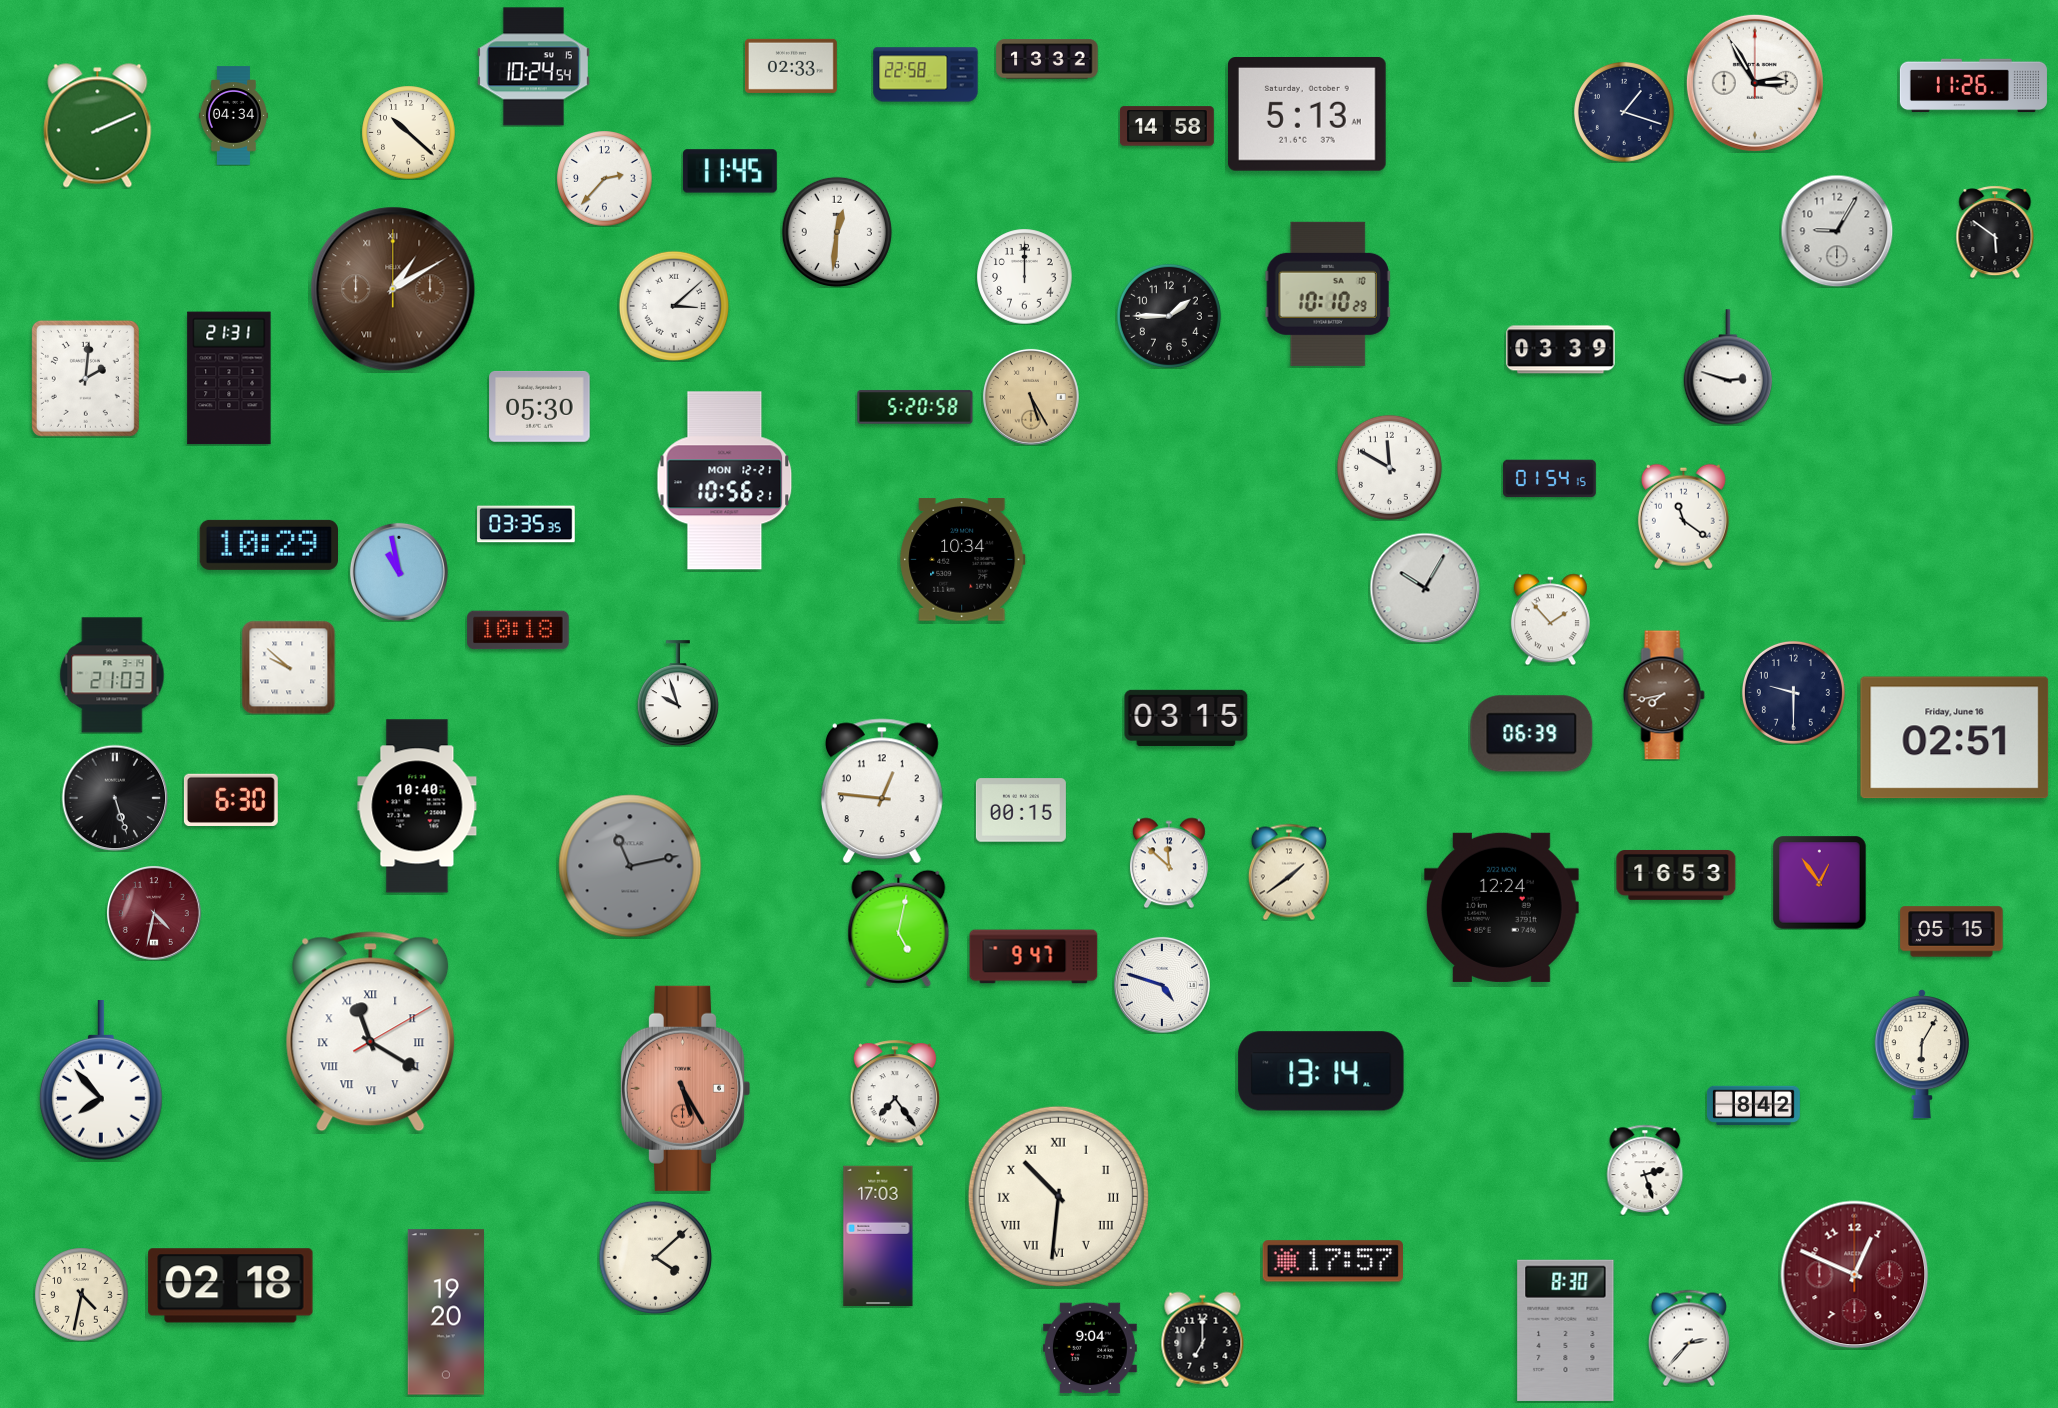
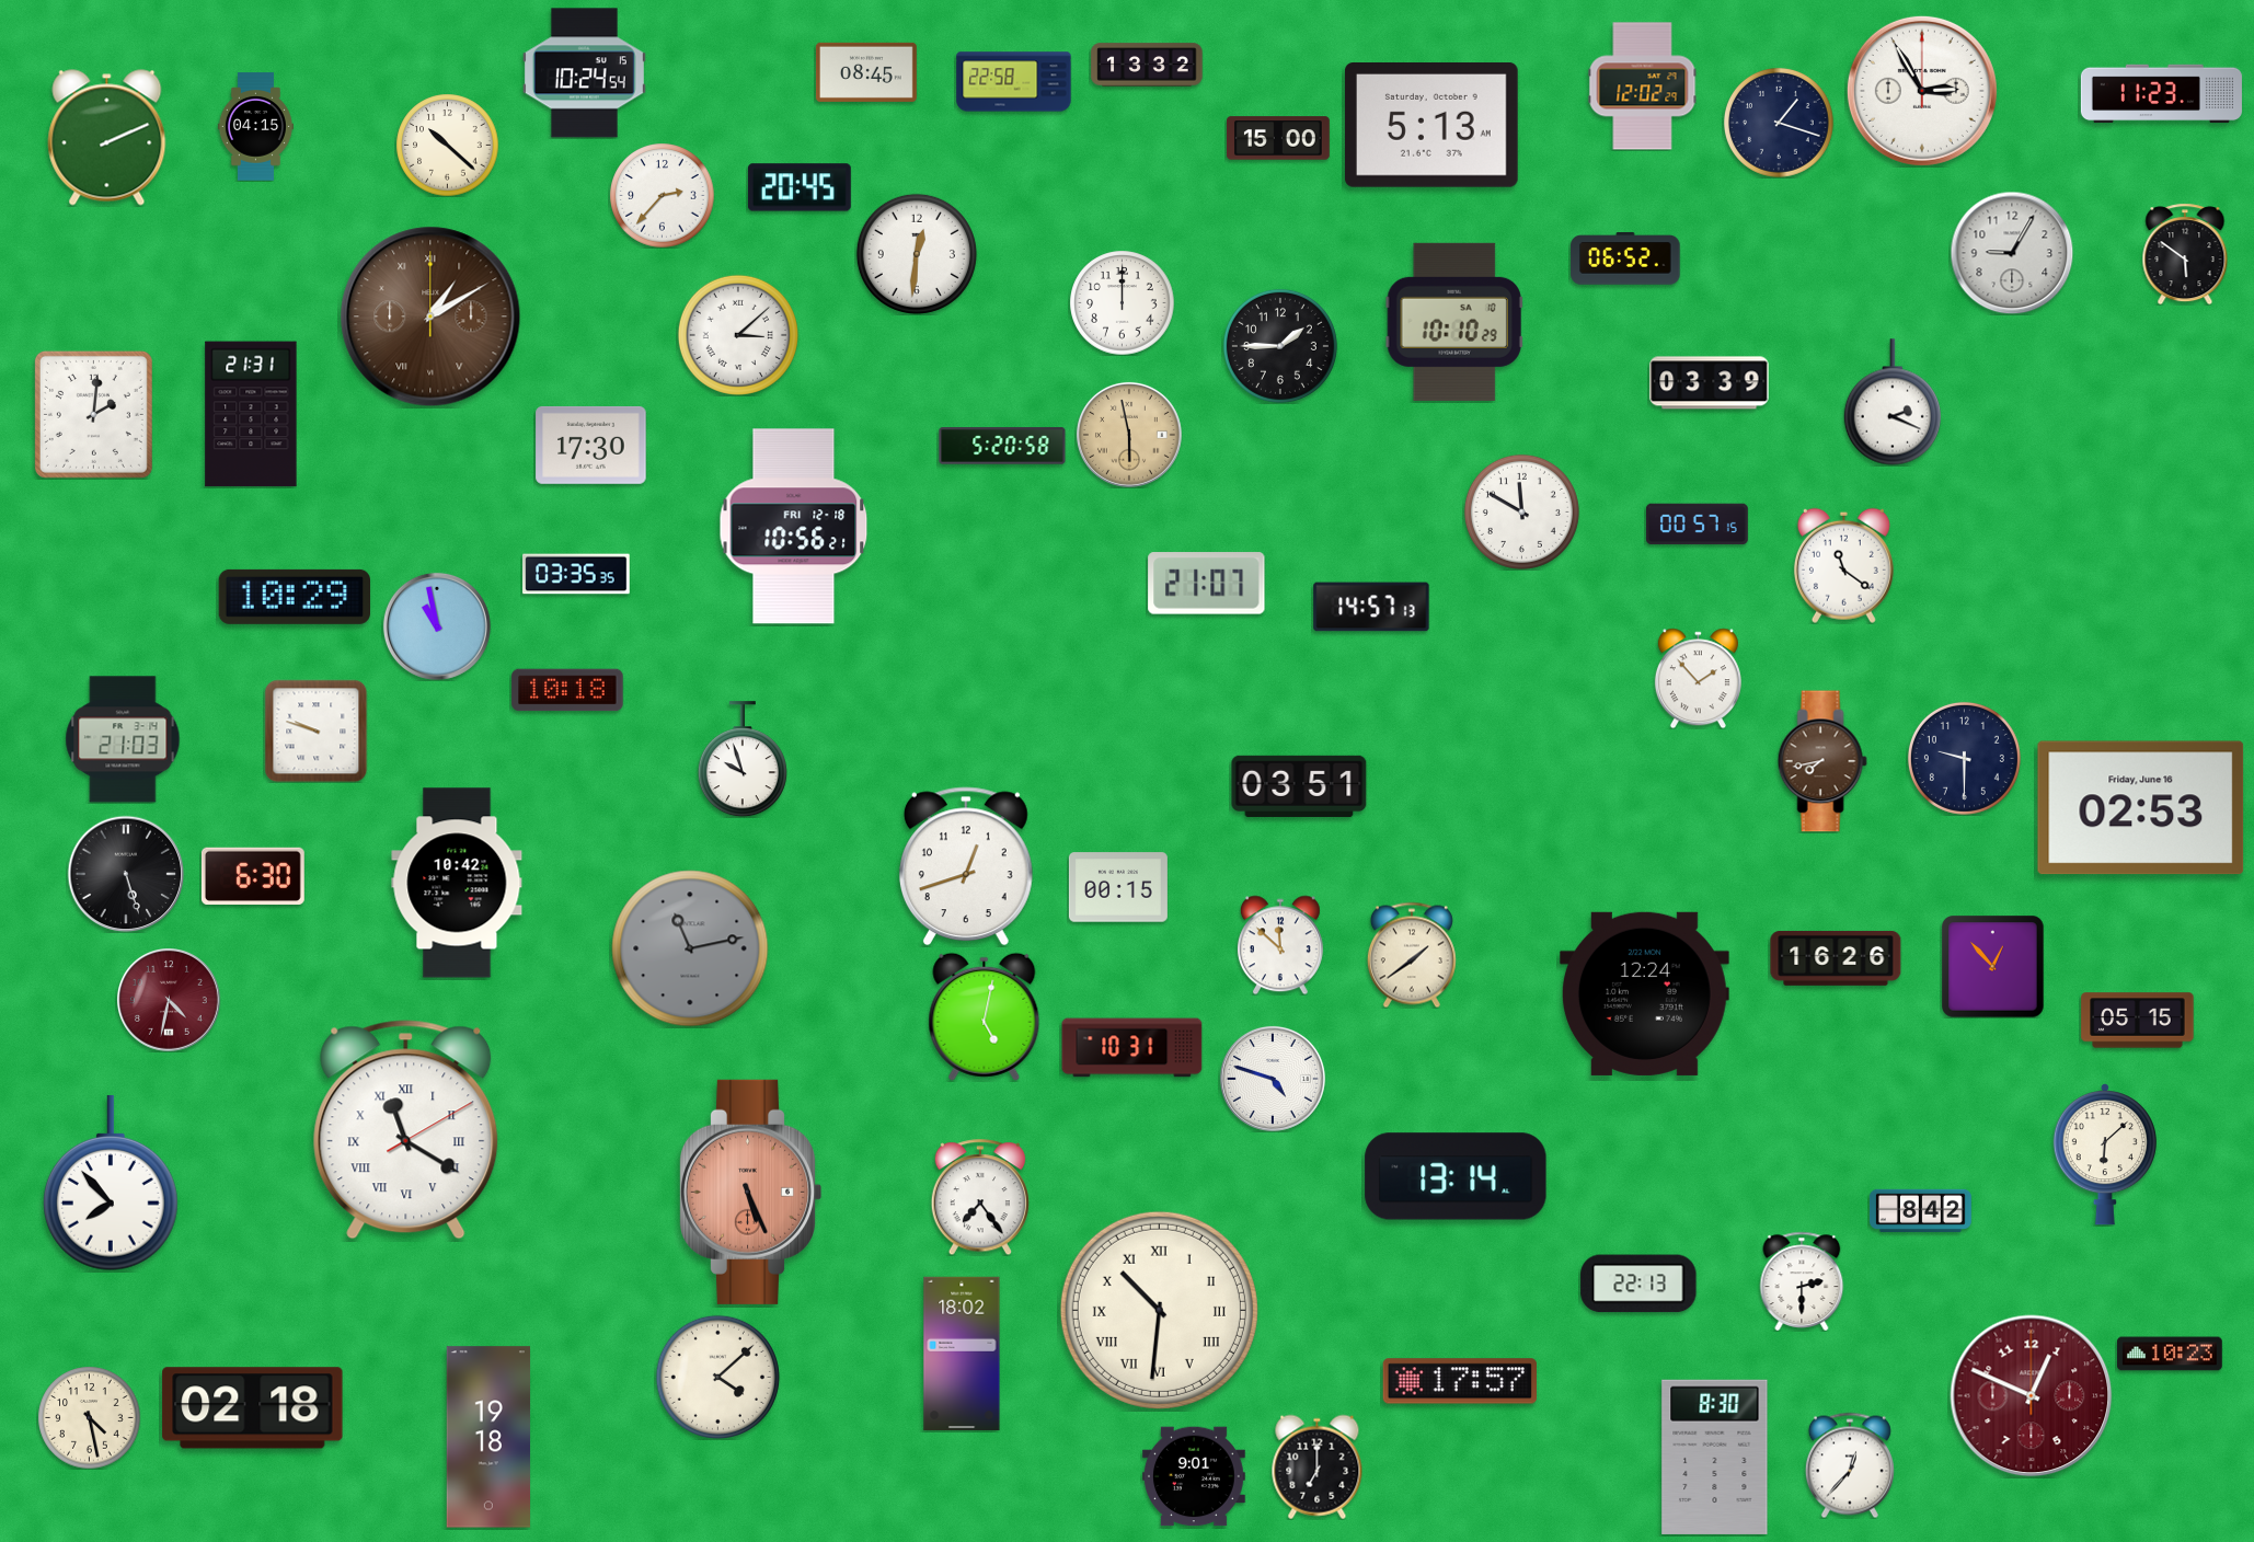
clock at (791, 66): 02:33 -> 08:45
clock at (1643, 87): none -> 12:02
clock at (1973, 86): 11:26 -> 11:23
clock at (233, 116): 04:34 -> 04:15
clock at (1167, 126): 14:58 -> 15:00
clock at (730, 171): 11:45 -> 20:45
clock at (1625, 260): none -> 06:52
clock at (1727, 367): 2:48 -> 2:19
clock at (1031, 397): 5:25 -> 5:58
clock at (540, 406): 05:30 -> 17:30
clock at (1549, 479): 01:54 -> 00:57
clock at (725, 481) date: MON 12-21 -> FRI 12-18
clock at (1207, 584): none -> 21:07
clock at (1371, 607): none -> 14:57
clock at (963, 560): 10:34 -> none
clock at (1425, 588): 10:05 -> none
clock at (288, 667): 9:52 -> 9:48
clock at (1186, 718): 03:15 -> 03:51
clock at (1532, 734): 06:39 -> none
clock at (1955, 738): 02:51 -> 02:53
clock at (882, 791): 12:46 -> 12:42
clock at (417, 806): 10:40 -> 10:42
clock at (1676, 875): 16:53 -> 16:26
clock at (1819, 882): 12:54 -> 12:53
clock at (1034, 957): 9:47 -> 10:31
clock at (1922, 1054): 6:05 -> 6:08
clock at (1321, 1071) position: (1321, 1071) -> (1456, 1176)
clock at (685, 1088): 5:25 -> 5:26
clock at (1645, 1170): 2:27 -> 2:30
clock at (1638, 1284): none -> 22:13
clock at (878, 1236): 17:03 -> 18:02
clock at (2170, 1354): none -> 10:23
clock at (81, 1294): 4:32 -> 4:28
clock at (445, 1312): 19:20 -> 19:18
clock at (1689, 1338): 2:37 -> 12:37
clock at (1090, 1348): 9:04 -> 9:01
